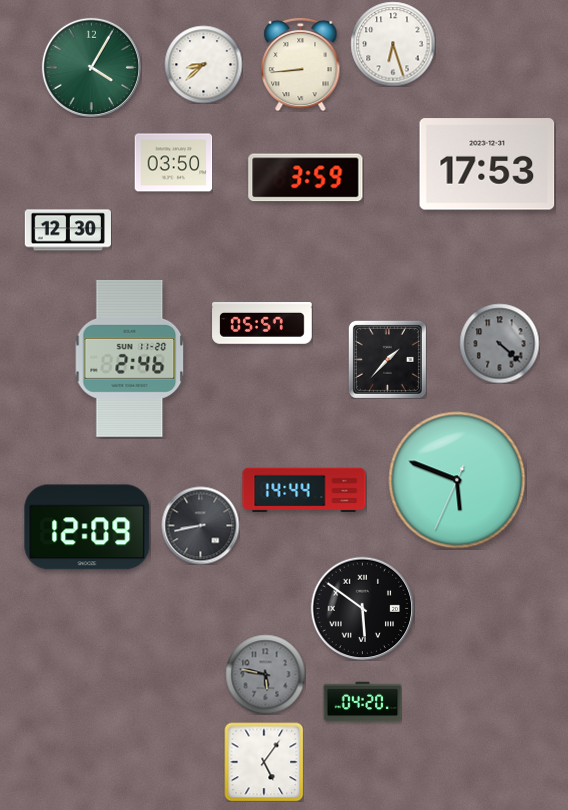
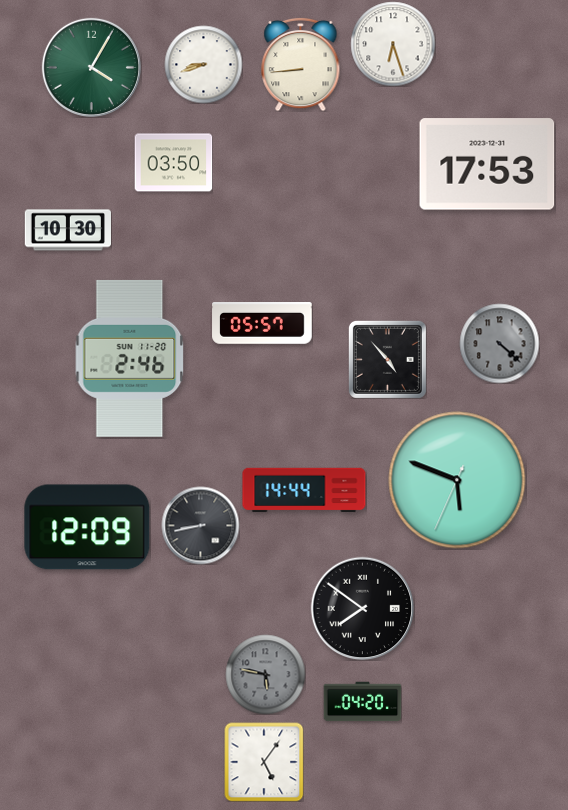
clock at (203, 64): 8:38 -> 8:42
clock at (306, 178): 3:59 -> none
clock at (67, 230): 12:30 -> 10:30
clock at (387, 359): 1:37 -> 4:53
clock at (362, 608): 5:51 -> 7:51
